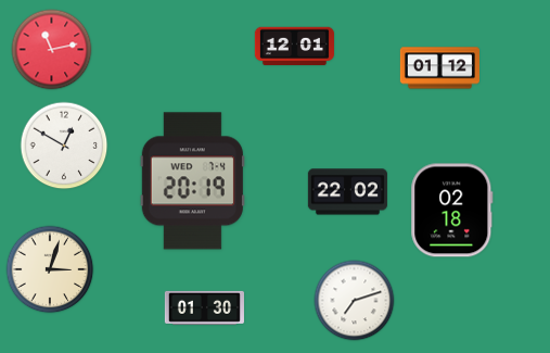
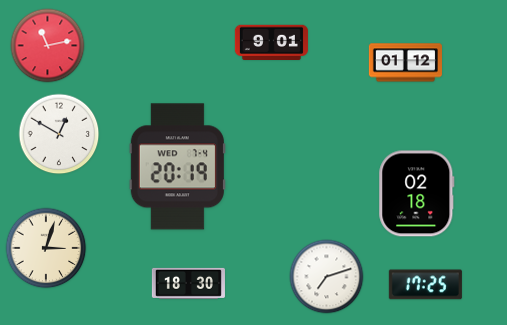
clock at (294, 46): 12:01 -> 9:01
clock at (347, 192): 22:02 -> none
clock at (204, 307): 01:30 -> 18:30
clock at (425, 285): none -> 17:25
